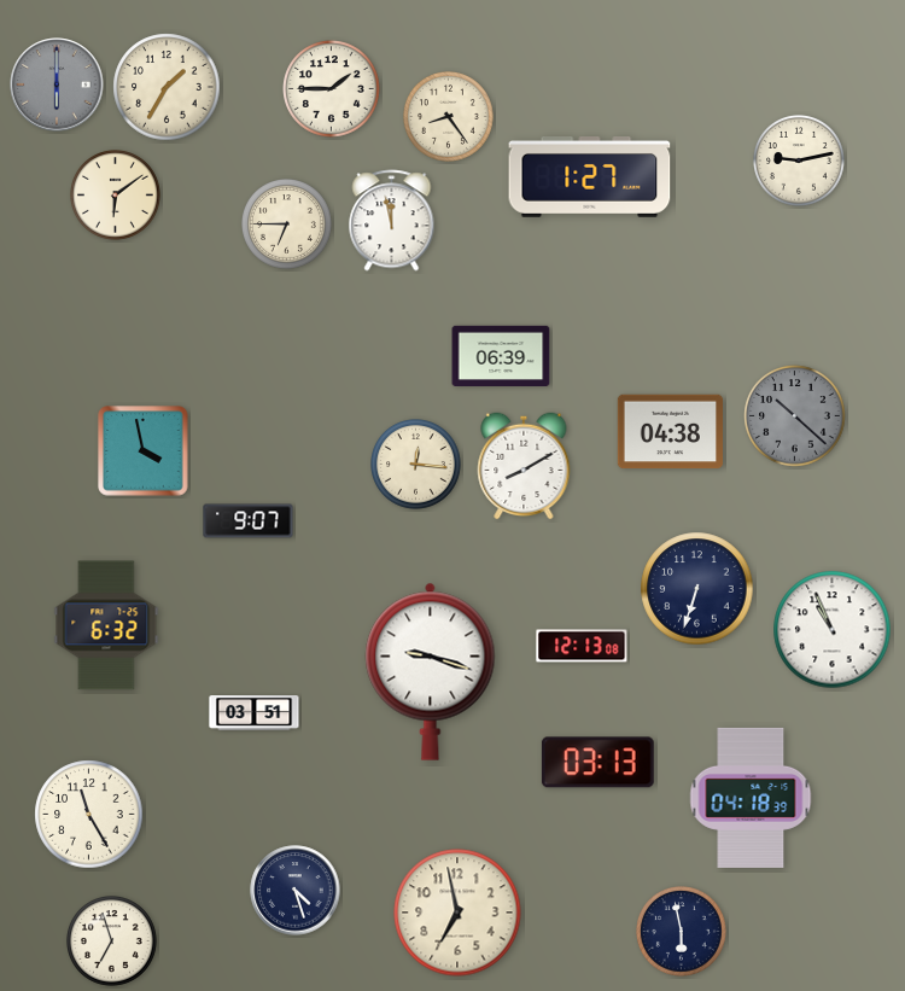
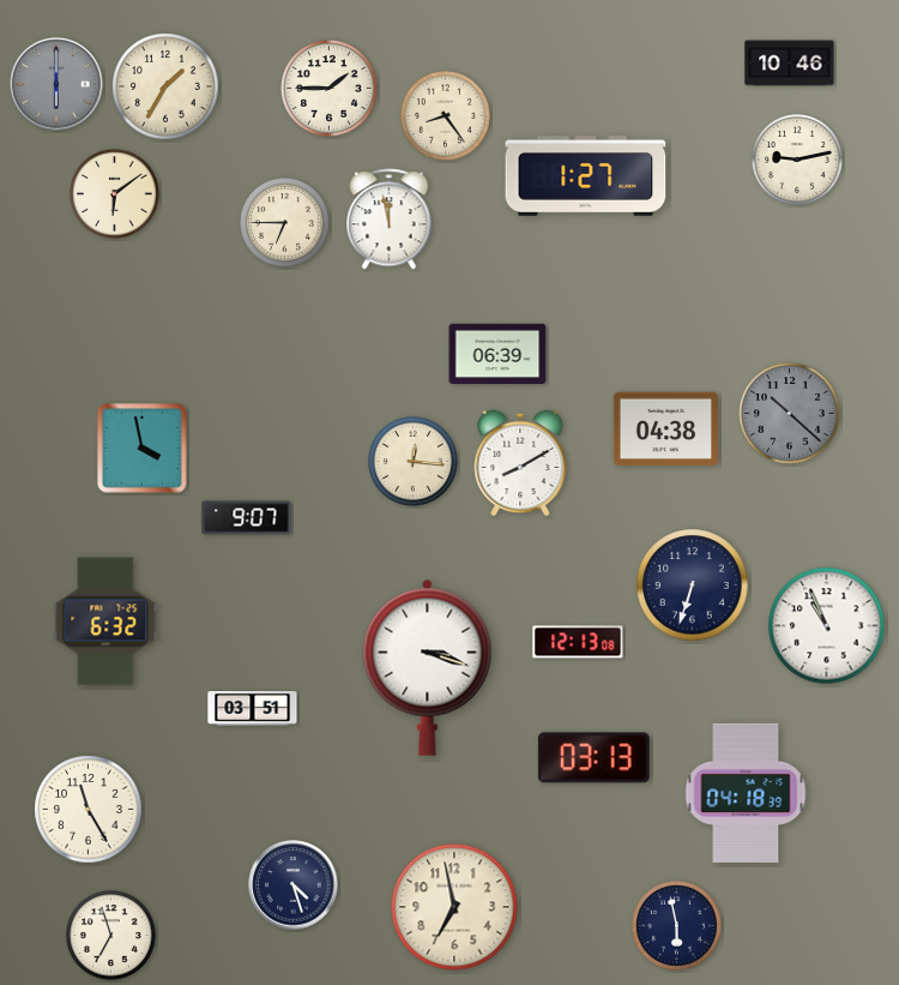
clock at (790, 64): none -> 10:46
clock at (800, 162) position: (800, 162) -> (798, 161)
clock at (431, 671): 9:18 -> 3:18
